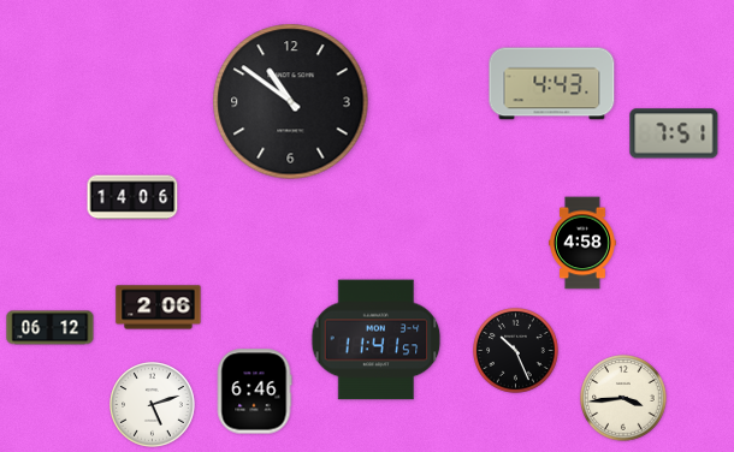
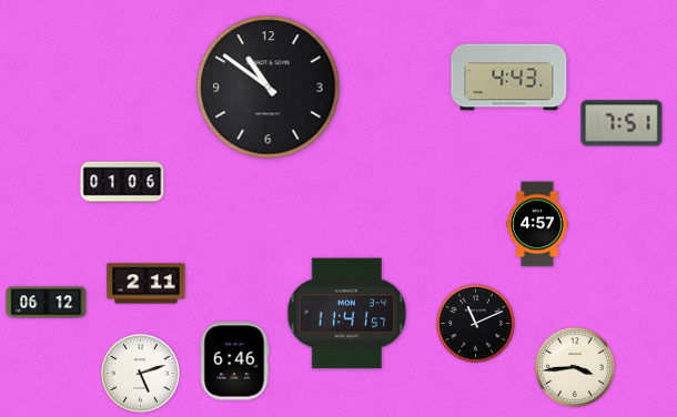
clock at (291, 102) position: (291, 102) -> (269, 88)
clock at (132, 197): 14:06 -> 01:06
clock at (584, 243): 4:58 -> 4:57
clock at (159, 308): 2:06 -> 2:11
clock at (516, 351): 10:26 -> 11:11
